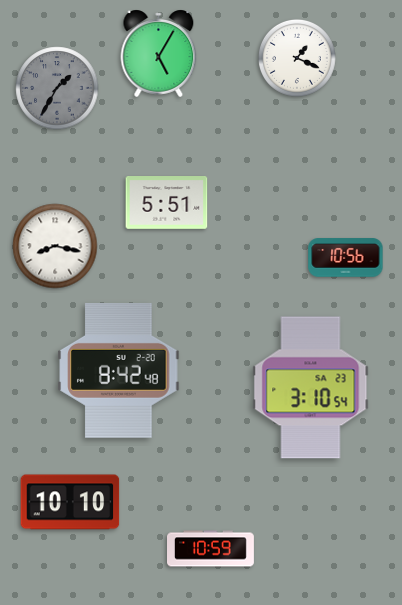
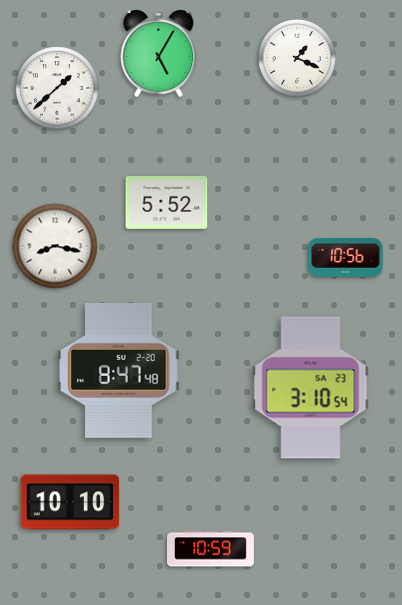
clock at (57, 88): 1:35 -> 1:38
clock at (57, 88) dial: grey -> white
clock at (167, 203): 5:51 -> 5:52
clock at (119, 370): 8:42 -> 8:47
